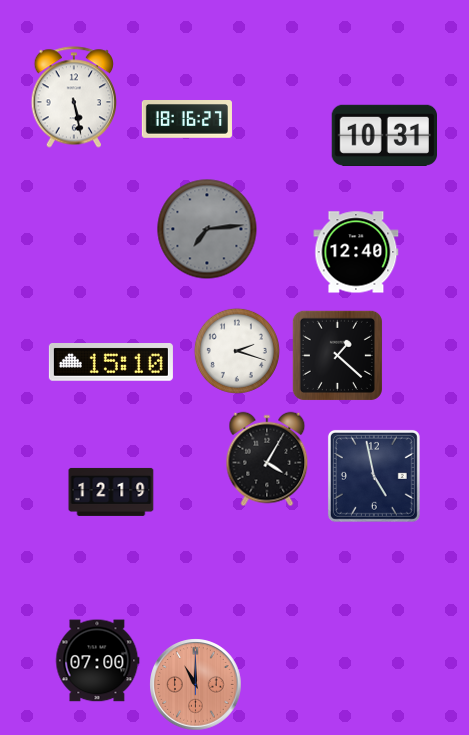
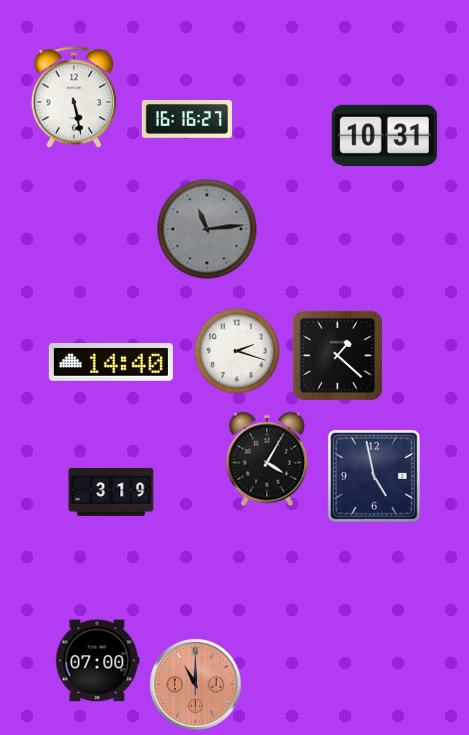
clock at (187, 120): 18:16 -> 16:16
clock at (207, 229): 7:14 -> 11:14
clock at (356, 252): 12:40 -> none
clock at (111, 363): 15:10 -> 14:40
clock at (111, 492): 12:19 -> 3:19
